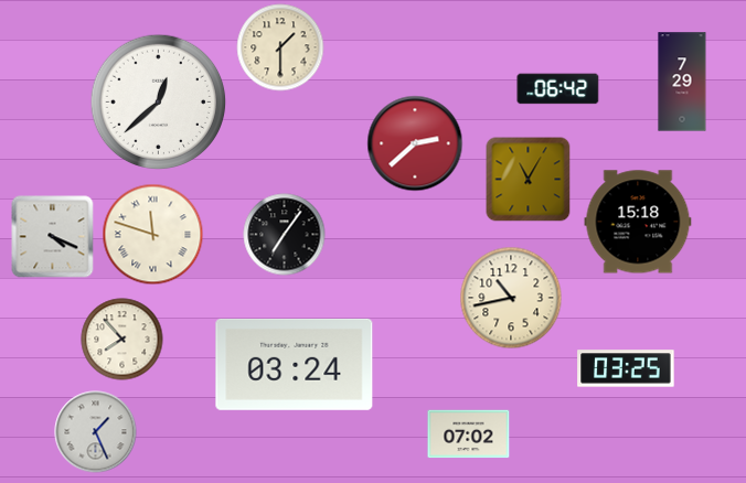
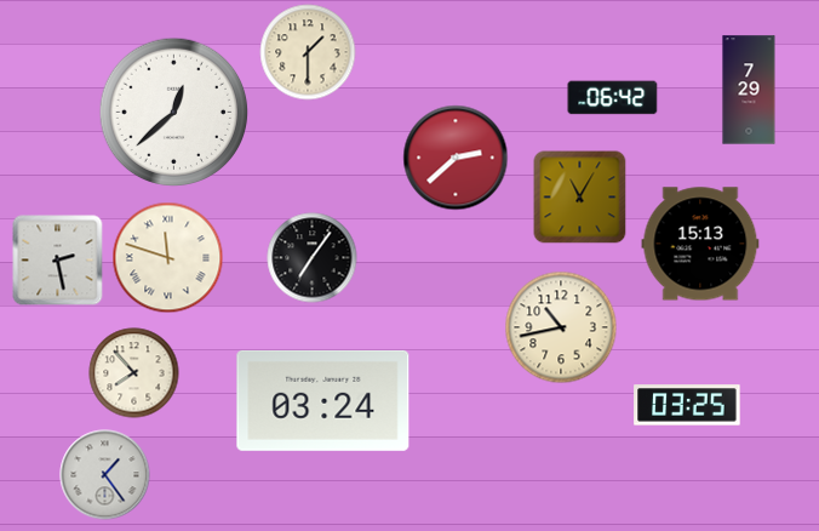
clock at (638, 222): 15:18 -> 15:13
clock at (53, 237): 4:19 -> 2:28
clock at (96, 432): 1:26 -> 1:24
clock at (469, 434): 07:02 -> none
